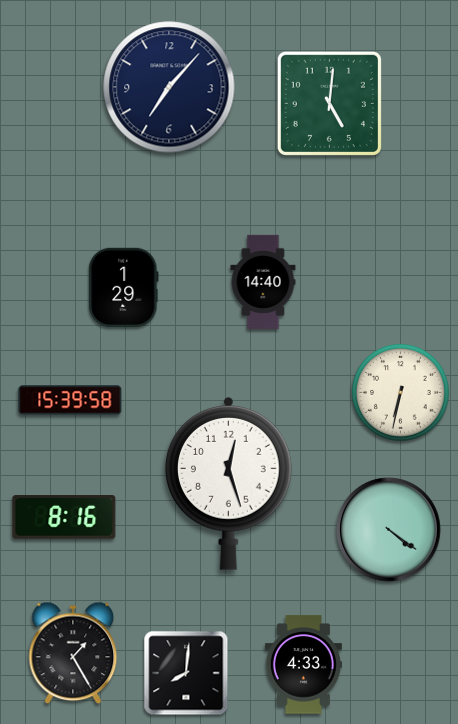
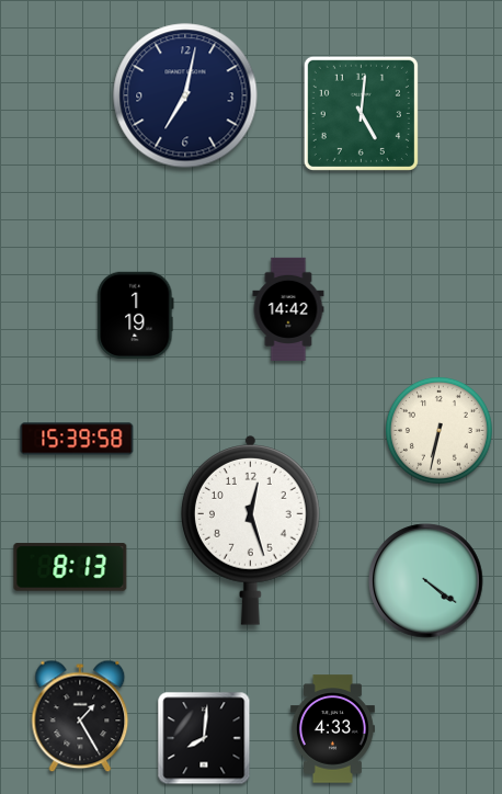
clock at (169, 87): 7:07 -> 7:02
clock at (263, 281): 14:40 -> 14:42
clock at (124, 287): 1:29 -> 1:19
clock at (64, 517): 8:16 -> 8:13
